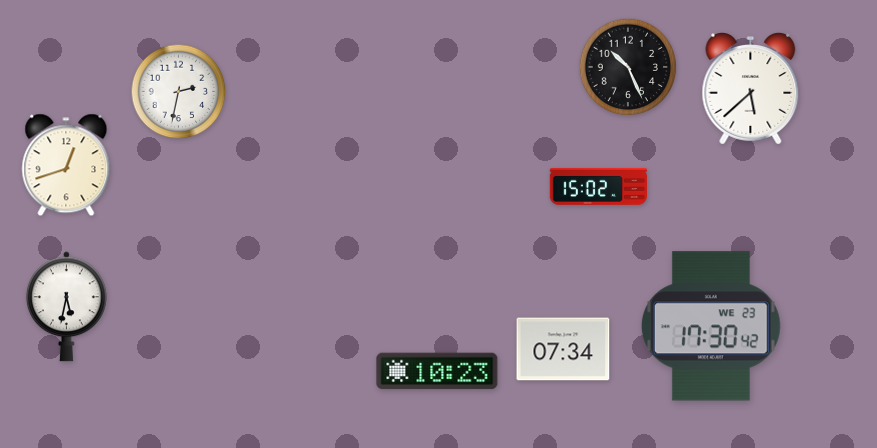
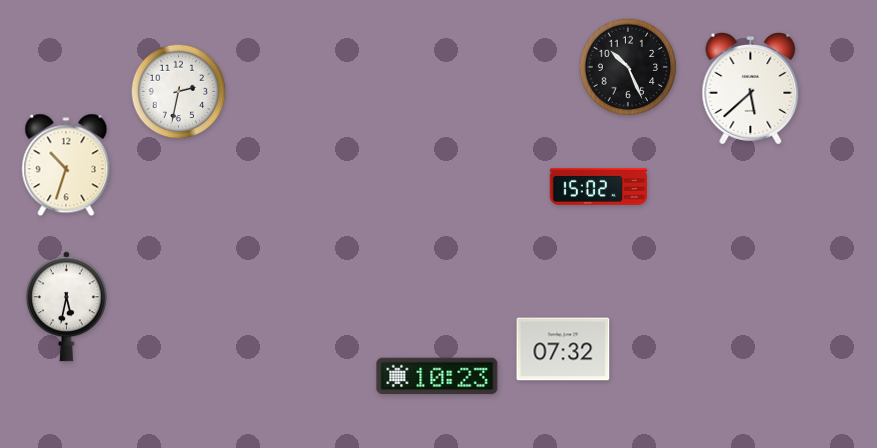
clock at (66, 165): 12:42 -> 10:33
clock at (711, 326): 17:30 -> none
clock at (563, 349): 07:34 -> 07:32
clock at (437, 371) position: (437, 371) -> (437, 376)
